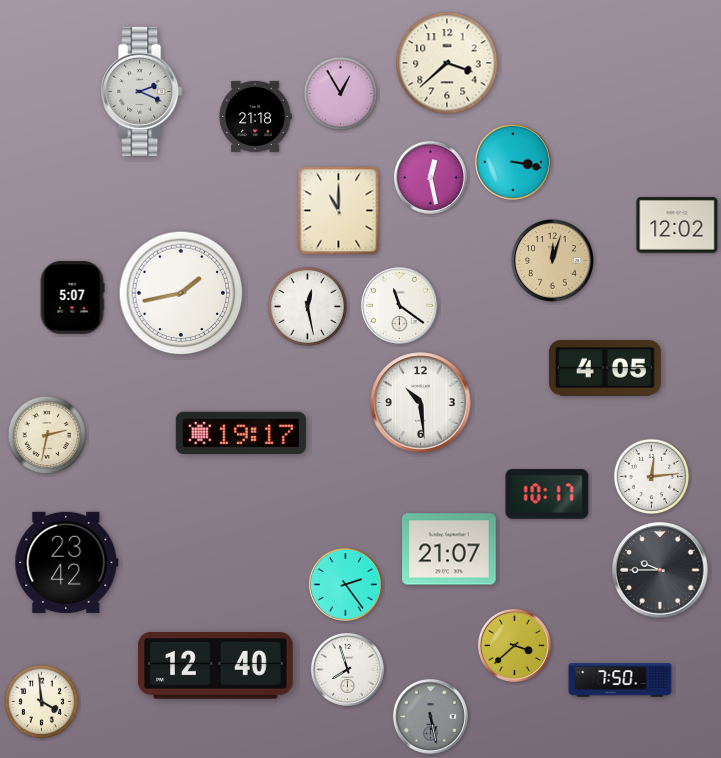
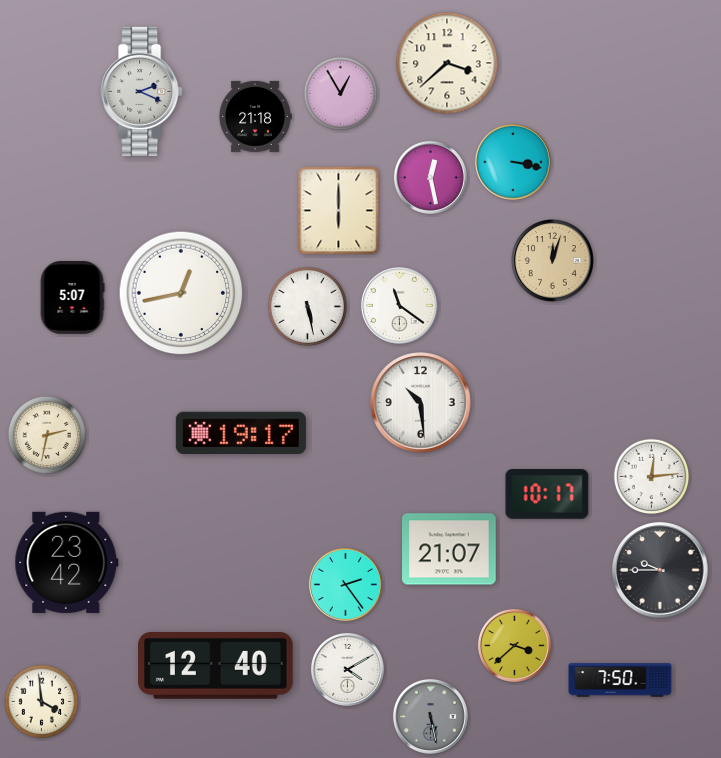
clock at (339, 211): 11:00 -> 6:00
clock at (677, 226): 12:02 -> none
clock at (181, 293): 1:43 -> 12:43
clock at (307, 306): 12:28 -> 5:28
clock at (605, 368): 4:05 -> none
clock at (347, 669): 7:57 -> 4:10
